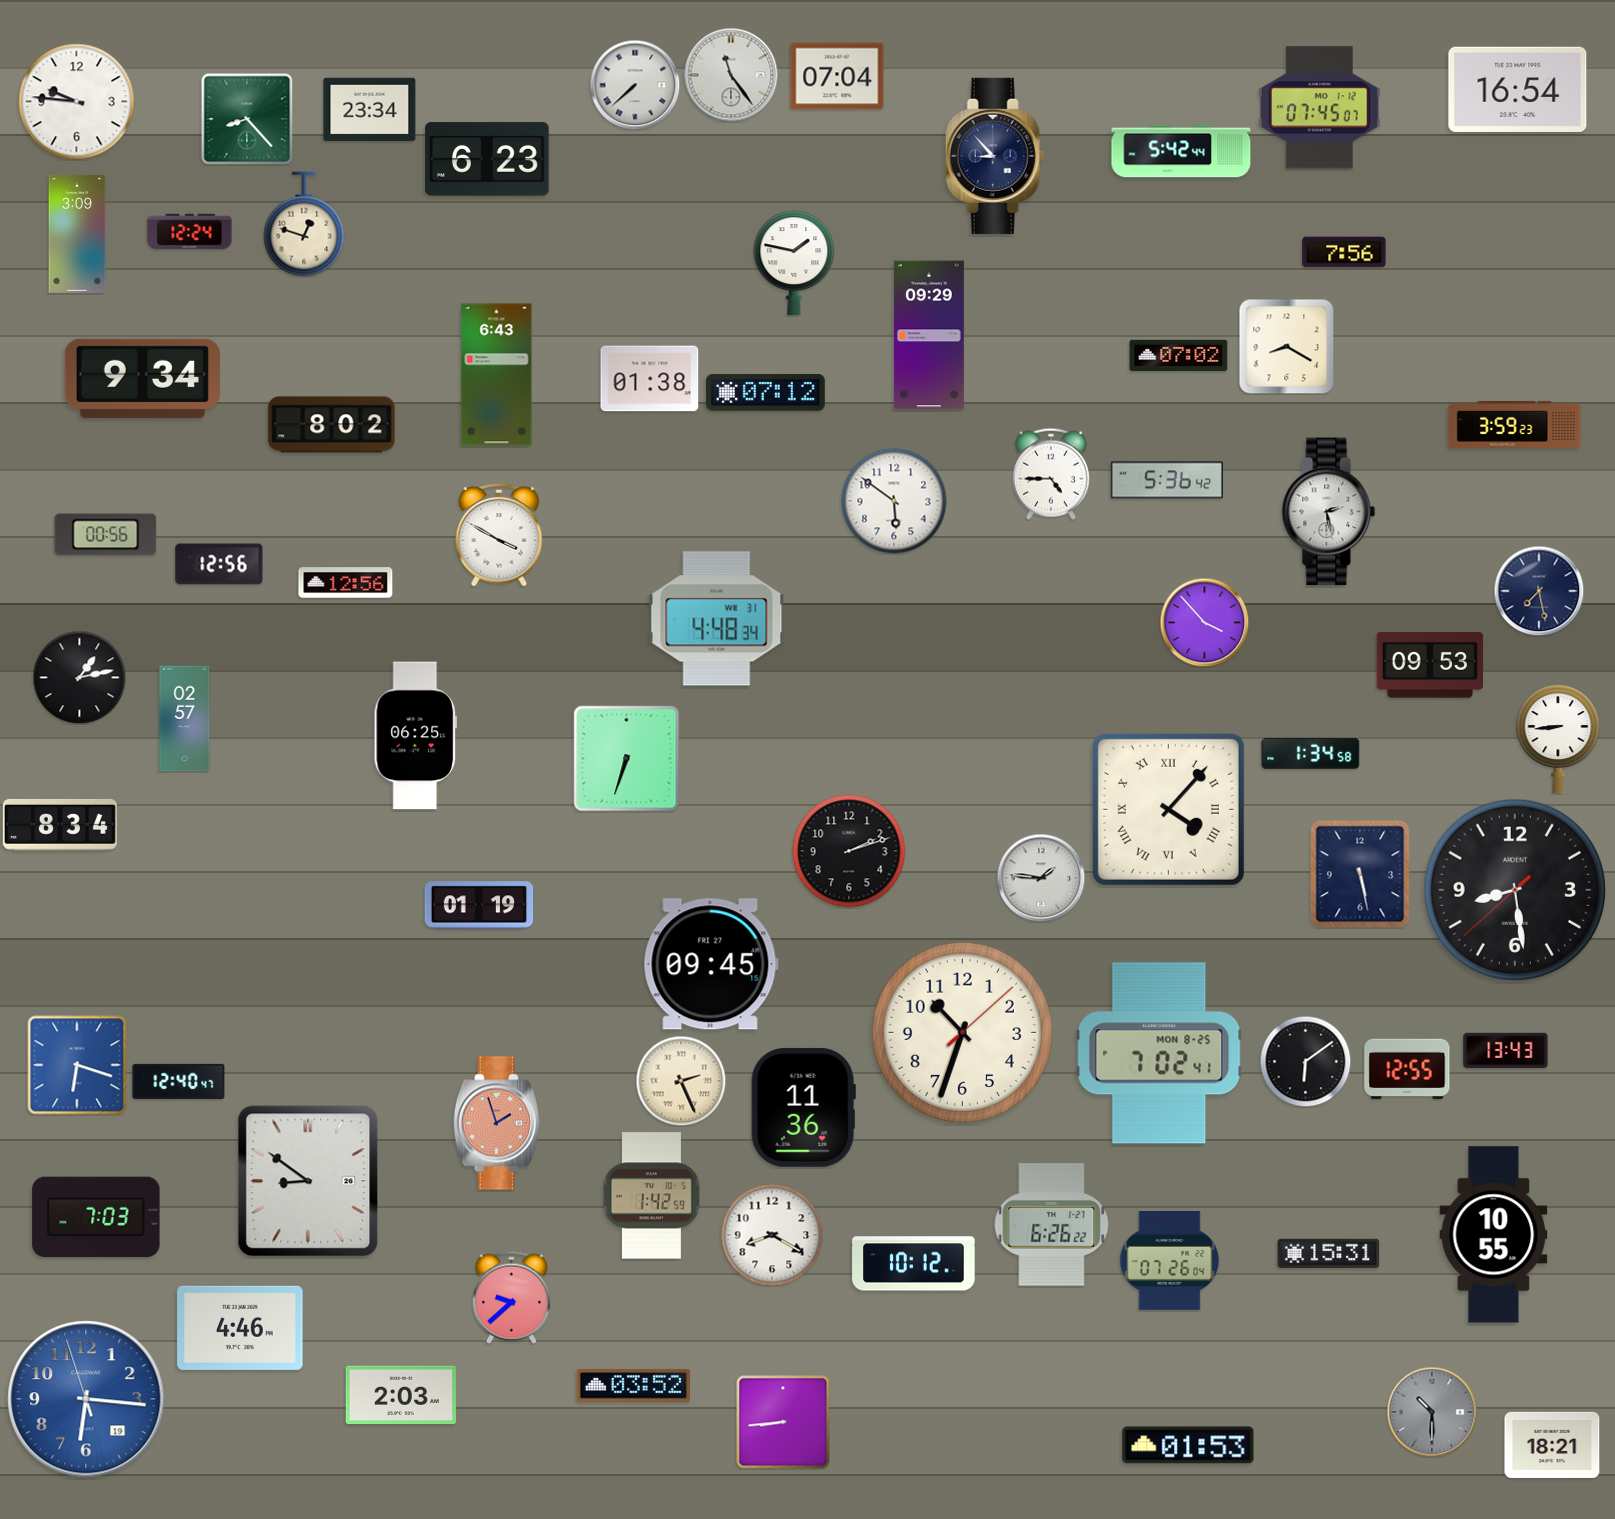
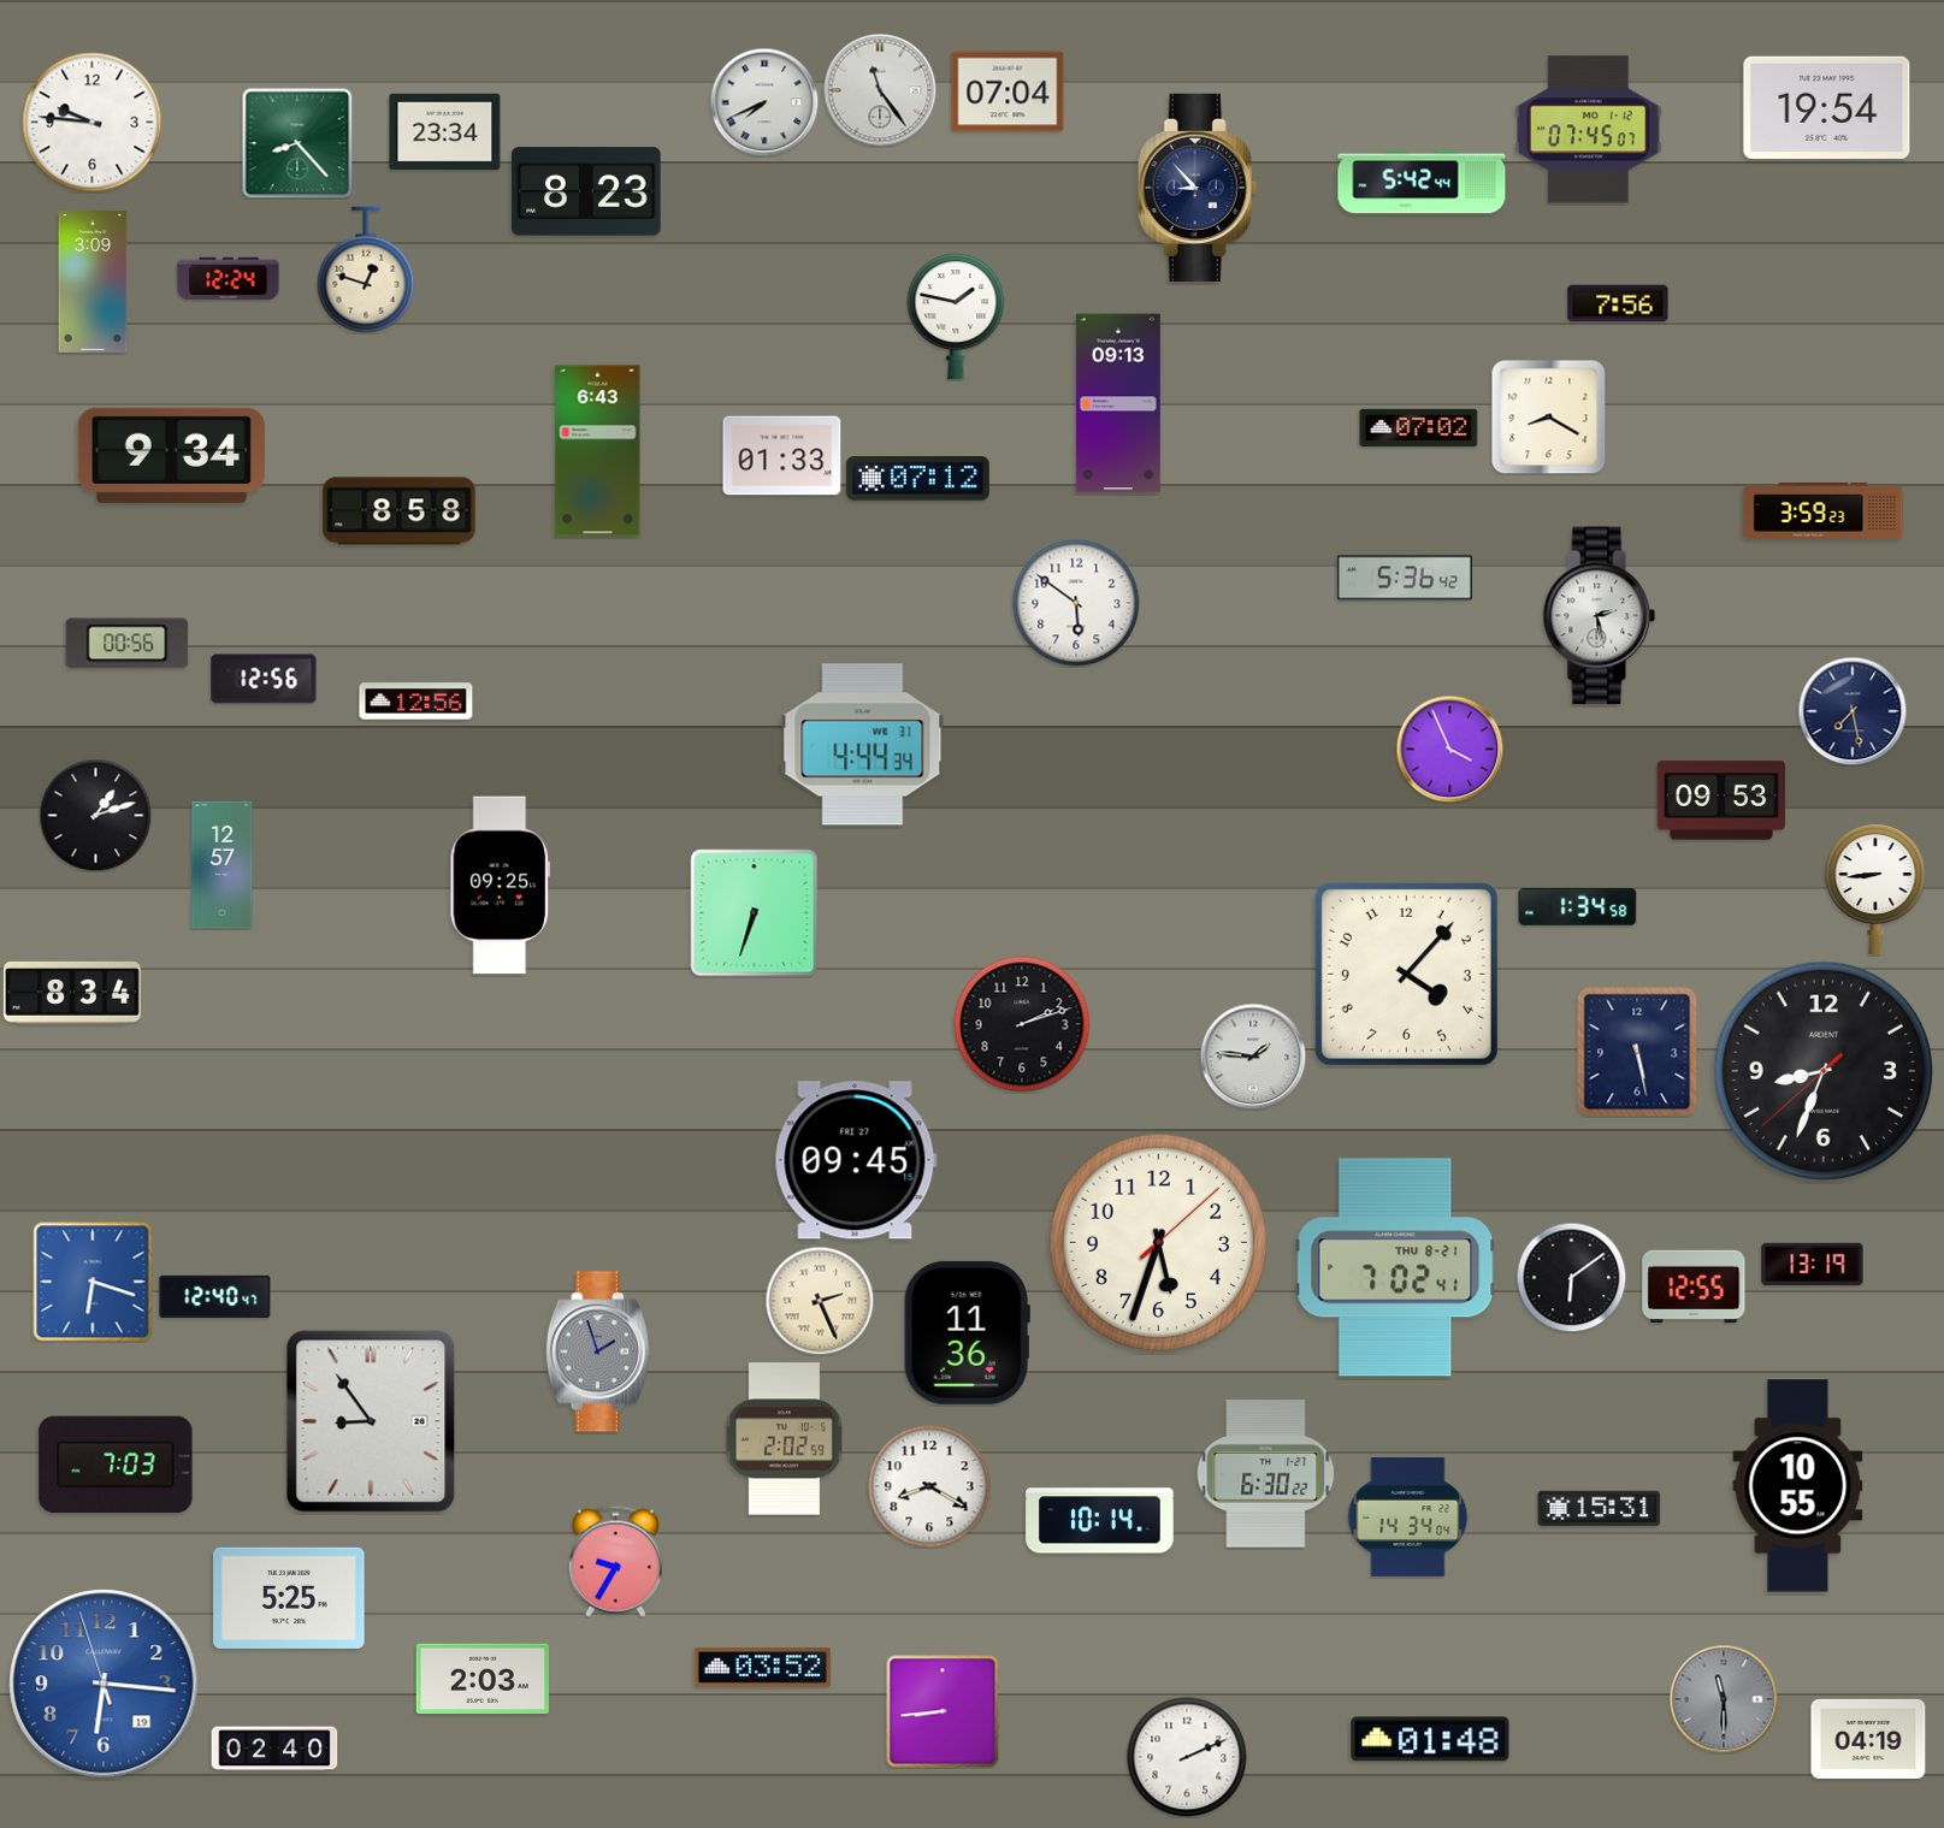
clock at (635, 85): 7:38 -> 7:41
clock at (1518, 89): 16:54 -> 19:54
clock at (487, 159): 6:23 -> 8:23
clock at (929, 335): 09:29 -> 09:13
clock at (650, 379): 01:38 -> 01:33
clock at (765, 393) position: (765, 393) -> (917, 479)
clock at (332, 425): 8:02 -> 8:58
clock at (1051, 474): 4:45 -> none
clock at (499, 536): 3:50 -> none
clock at (717, 619): 4:48 -> 4:44
clock at (1204, 622): 3:53 -> 3:56
clock at (79, 677): 1:13 -> 1:12
clock at (185, 719): 02:57 -> 12:57
clock at (416, 736): 06:25 -> 09:25
clock at (1168, 809) numerals: Roman -> Arabic
clock at (1515, 890): 8:28 -> 8:33
clock at (479, 905): 01:19 -> none
clock at (962, 1032): 10:33 -> 5:33
clock at (1506, 1051): 13:43 -> 13:19
clock at (1159, 1053) date: MON 8-25 -> THU 8-21
clock at (179, 1081) position: (179, 1081) -> (215, 1296)
clock at (497, 1123) dial: salmon -> grey
clock at (308, 1181): 8:51 -> 8:54
clock at (651, 1196): 1:42 -> 2:02
clock at (1052, 1225): 6:26 -> 6:30
clock at (1170, 1261): 07:26 -> 14:34
clock at (914, 1264): 10:12 -> 10:14
clock at (511, 1297): 9:38 -> 9:35
clock at (240, 1328): 4:46 -> 5:25
clock at (1432, 1412): 10:30 -> 11:30
clock at (1188, 1445): 01:53 -> 01:48
clock at (1552, 1445): 18:21 -> 04:19
clock at (274, 1749): none -> 02:40
clock at (1187, 1757): none -> 2:11
